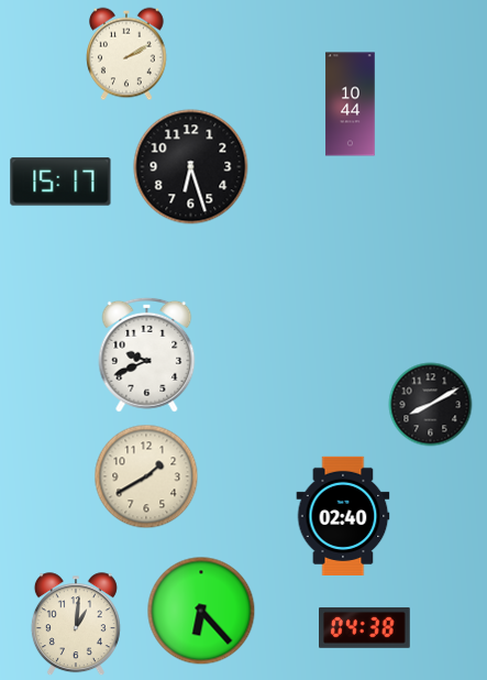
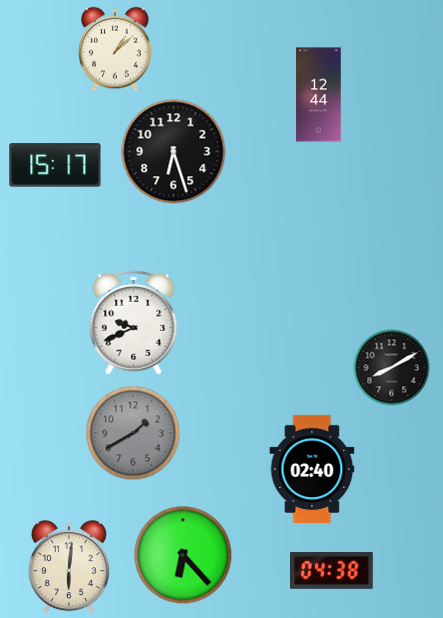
clock at (126, 54): 2:10 -> 1:08
clock at (351, 105): 10:44 -> 12:44
clock at (146, 476) dial: cream -> grey
clock at (76, 625): 1:01 -> 6:01
